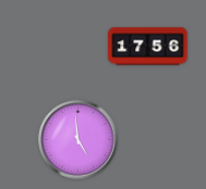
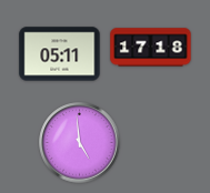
clock at (148, 47): 17:56 -> 17:18
clock at (60, 54): none -> 05:11
